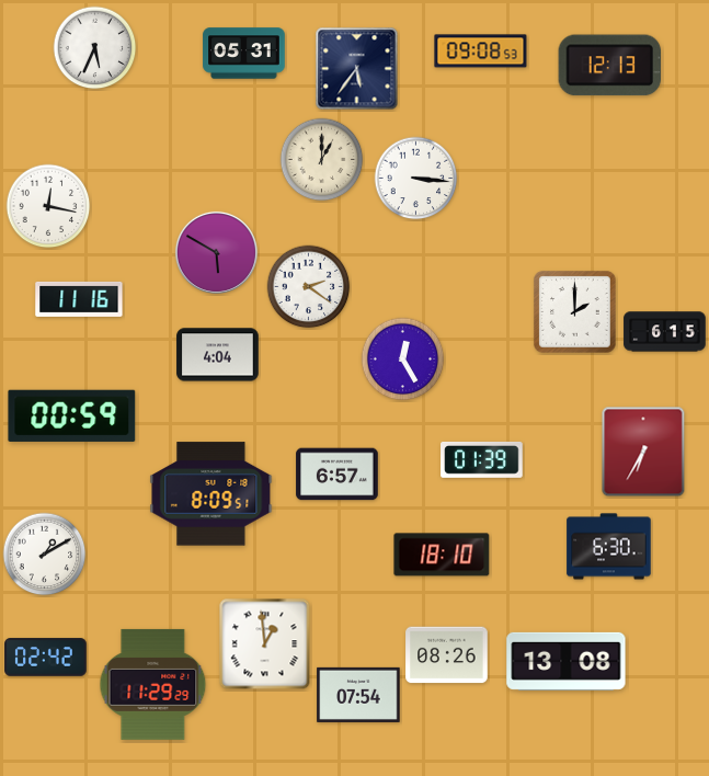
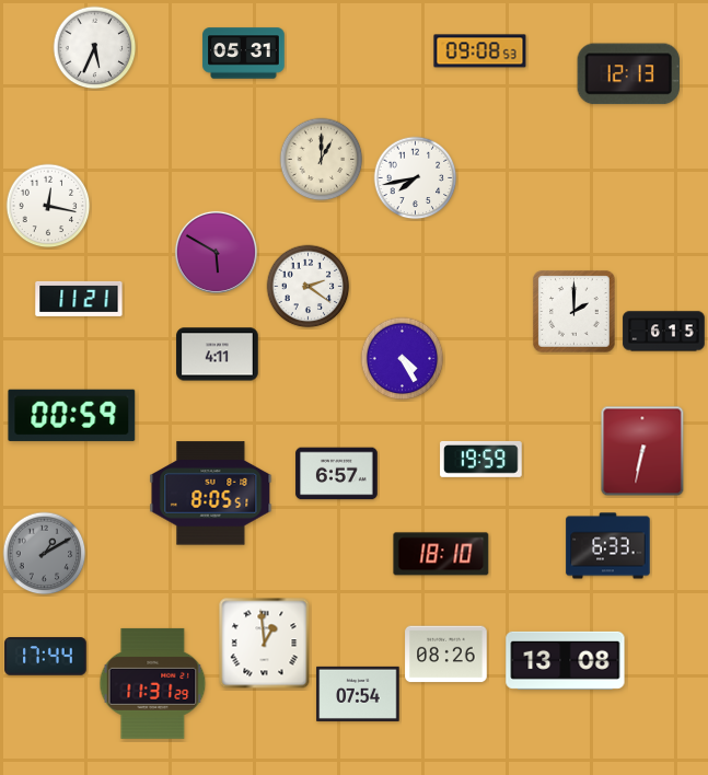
clock at (610, 66) position: (610, 66) -> (629, 74)
clock at (357, 69): 5:36 -> none
clock at (416, 179): 3:16 -> 7:43
clock at (79, 299): 11:16 -> 11:21
clock at (218, 355): 4:04 -> 4:11
clock at (403, 360): 12:25 -> 4:25
clock at (643, 452): 6:35 -> 6:32
clock at (482, 459): 01:39 -> 19:59
clock at (211, 494): 8:09 -> 8:05
clock at (609, 547): 6:30 -> 6:33
clock at (45, 555) dial: white -> grey
clock at (46, 658): 02:42 -> 17:44
clock at (153, 684): 11:29 -> 11:31
